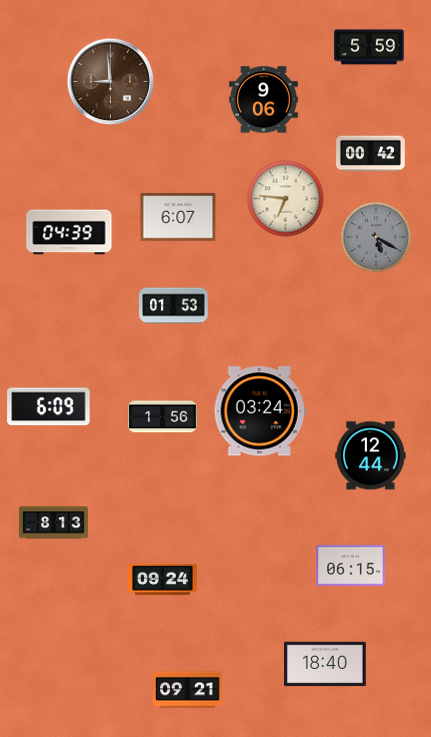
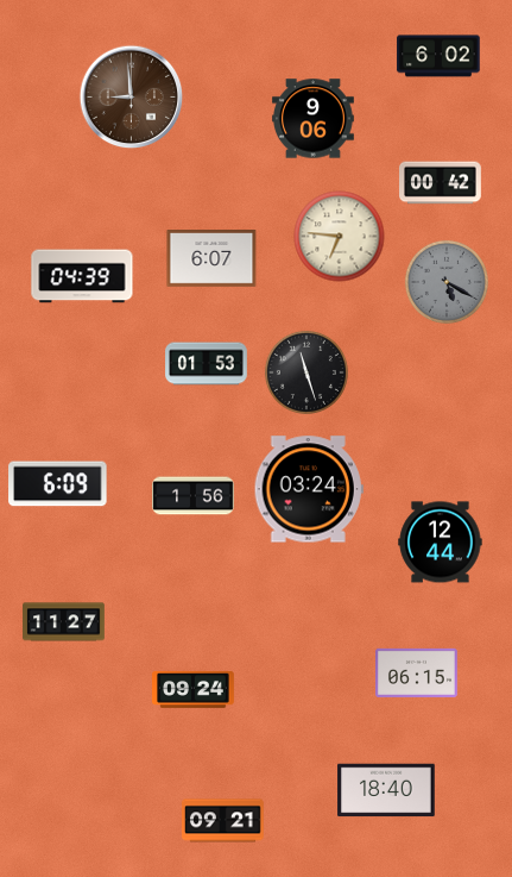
clock at (369, 47): 5:59 -> 6:02
clock at (306, 372): none -> 11:27
clock at (54, 523): 8:13 -> 11:27
